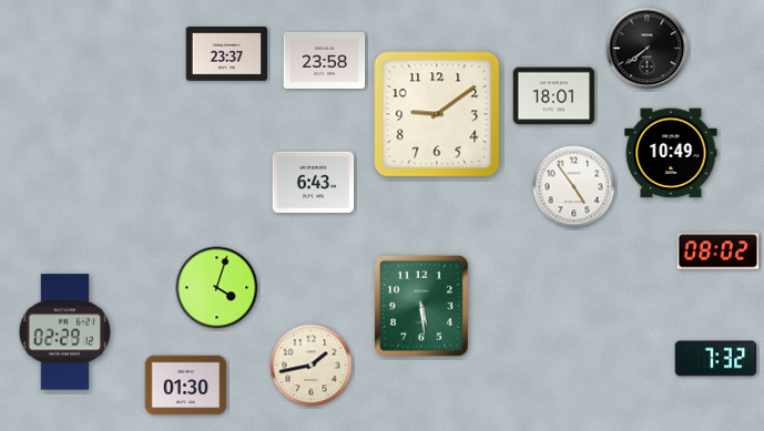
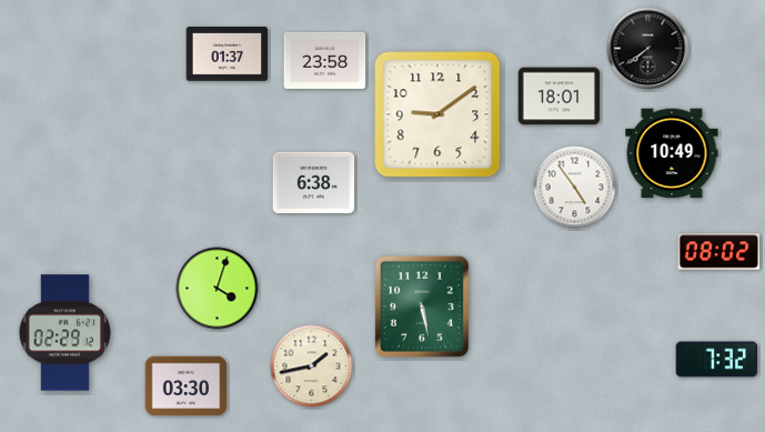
clock at (227, 54): 23:37 -> 01:37
clock at (554, 96) position: (554, 96) -> (560, 97)
clock at (314, 183): 6:43 -> 6:38
clock at (421, 306): 5:29 -> 5:28
clock at (186, 386): 01:30 -> 03:30
